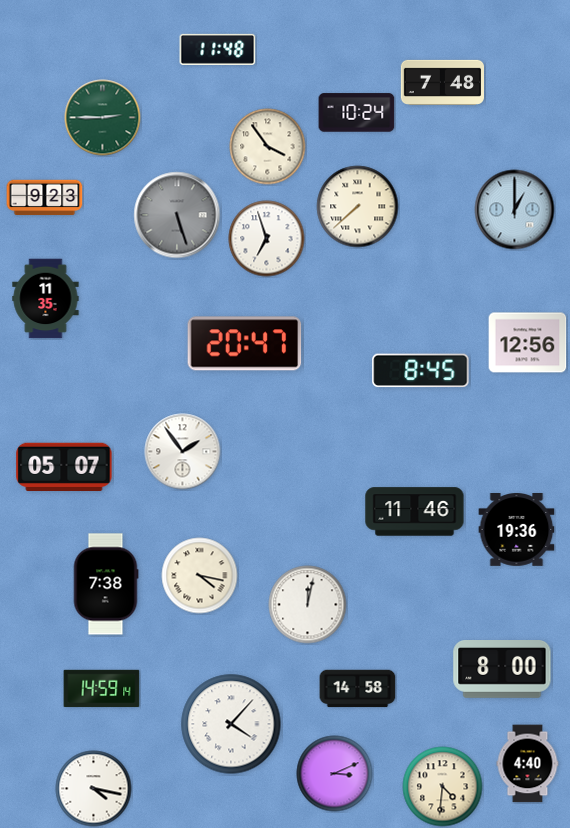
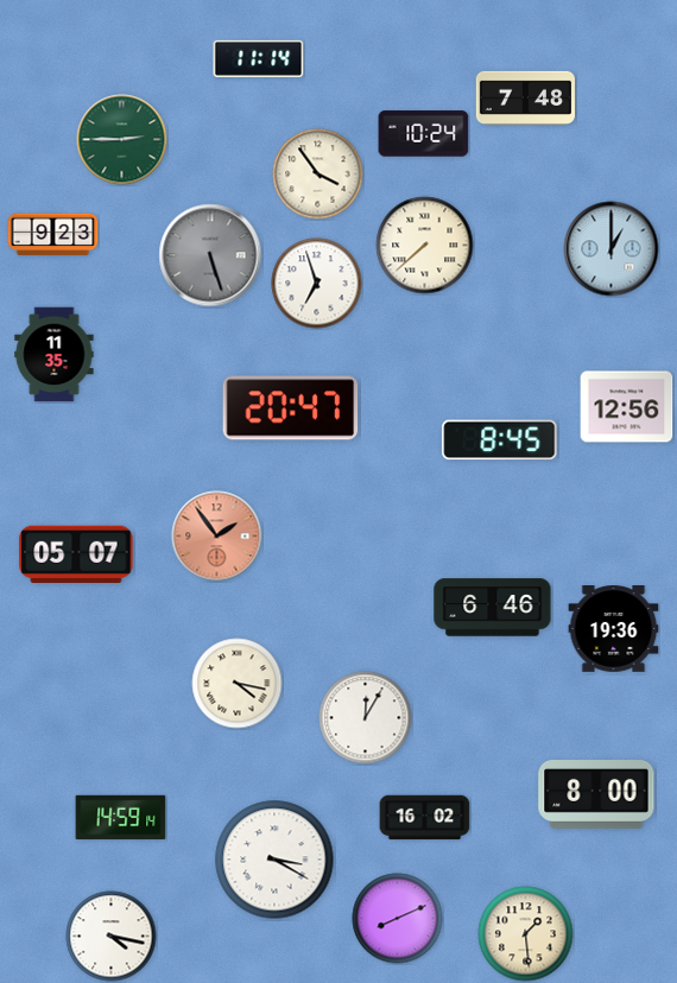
clock at (218, 49): 11:48 -> 11:14
clock at (183, 452) dial: white -> salmon
clock at (415, 512): 11:46 -> 6:46
clock at (106, 584): 7:38 -> none
clock at (308, 605): 12:02 -> 12:05
clock at (358, 689): 14:58 -> 16:02
clock at (231, 724): 4:07 -> 3:20
clock at (528, 764): 4:40 -> none
clock at (335, 774): 3:11 -> 8:11
clock at (443, 787): 4:31 -> 1:29
